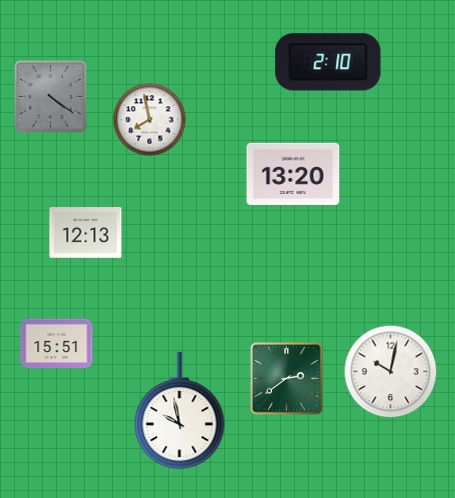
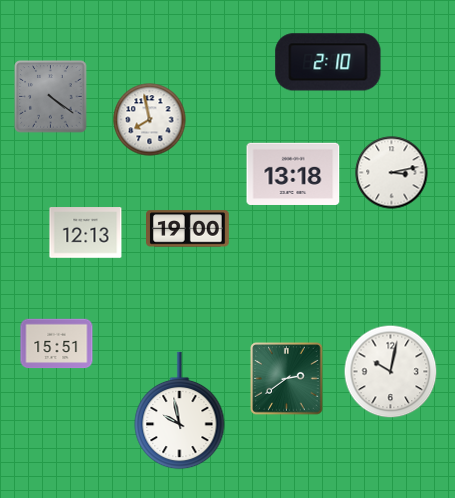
clock at (392, 173): none -> 3:13
clock at (293, 174): 13:20 -> 13:18
clock at (188, 229): none -> 19:00
